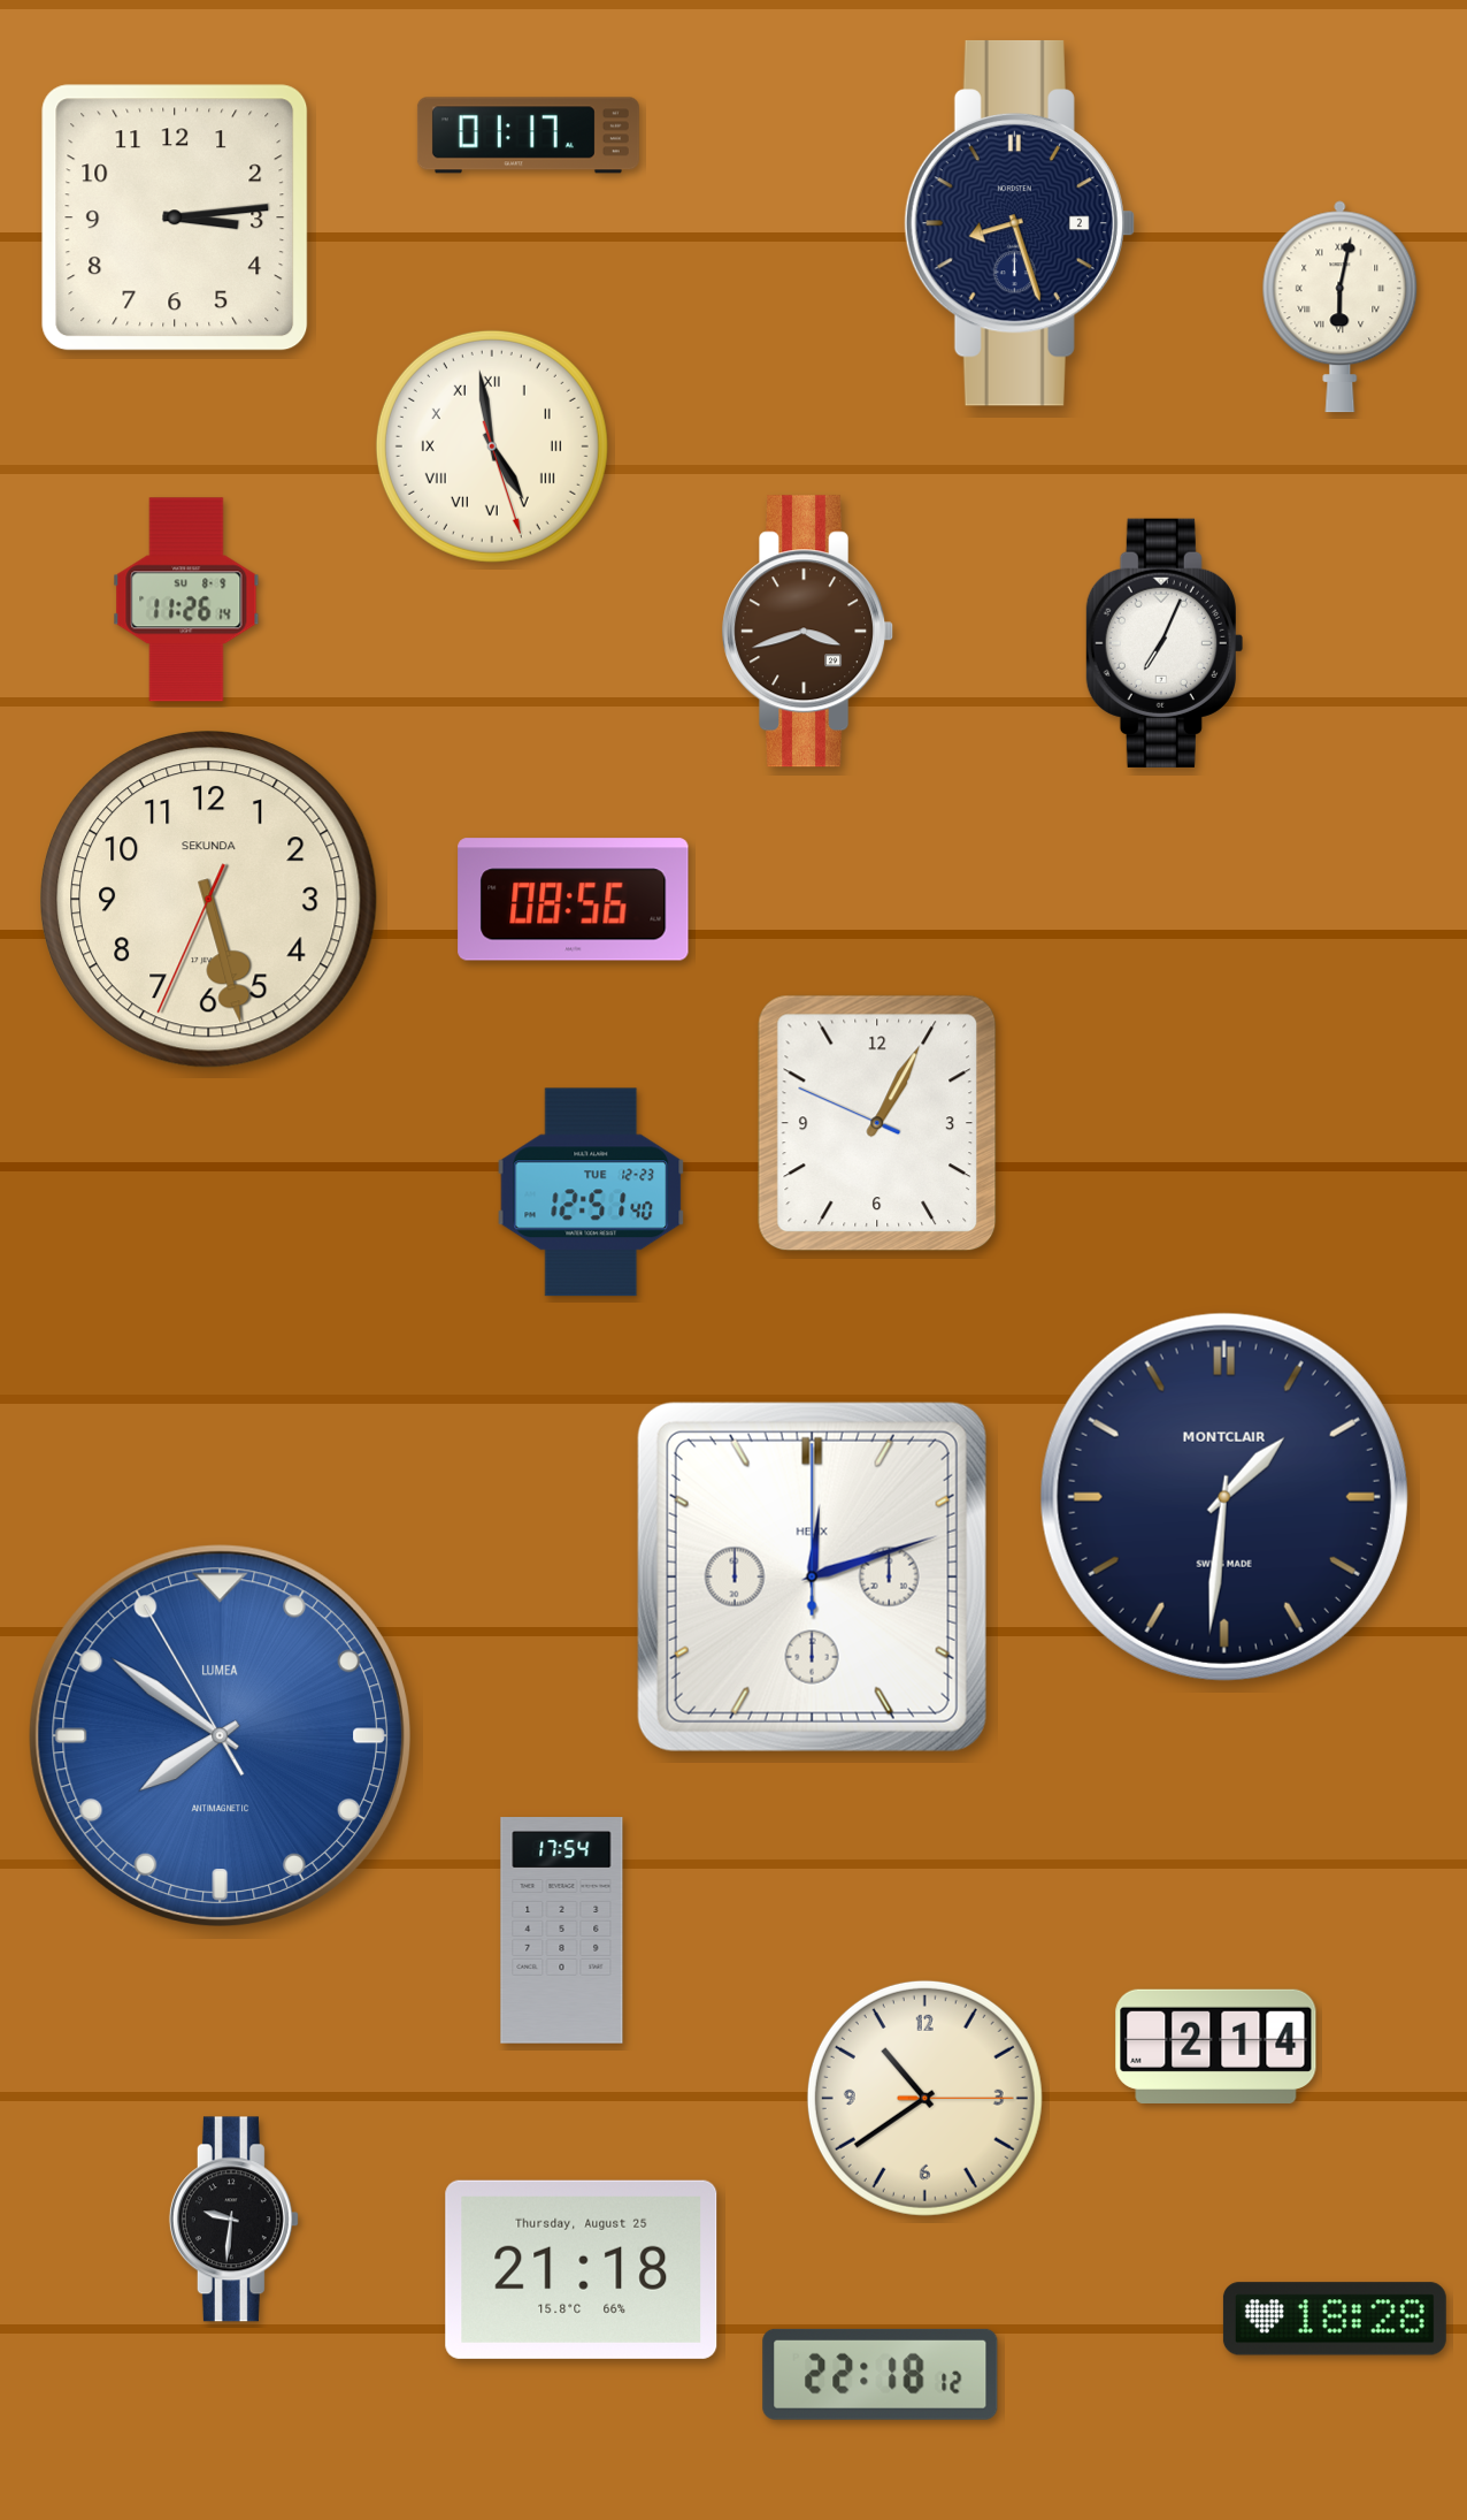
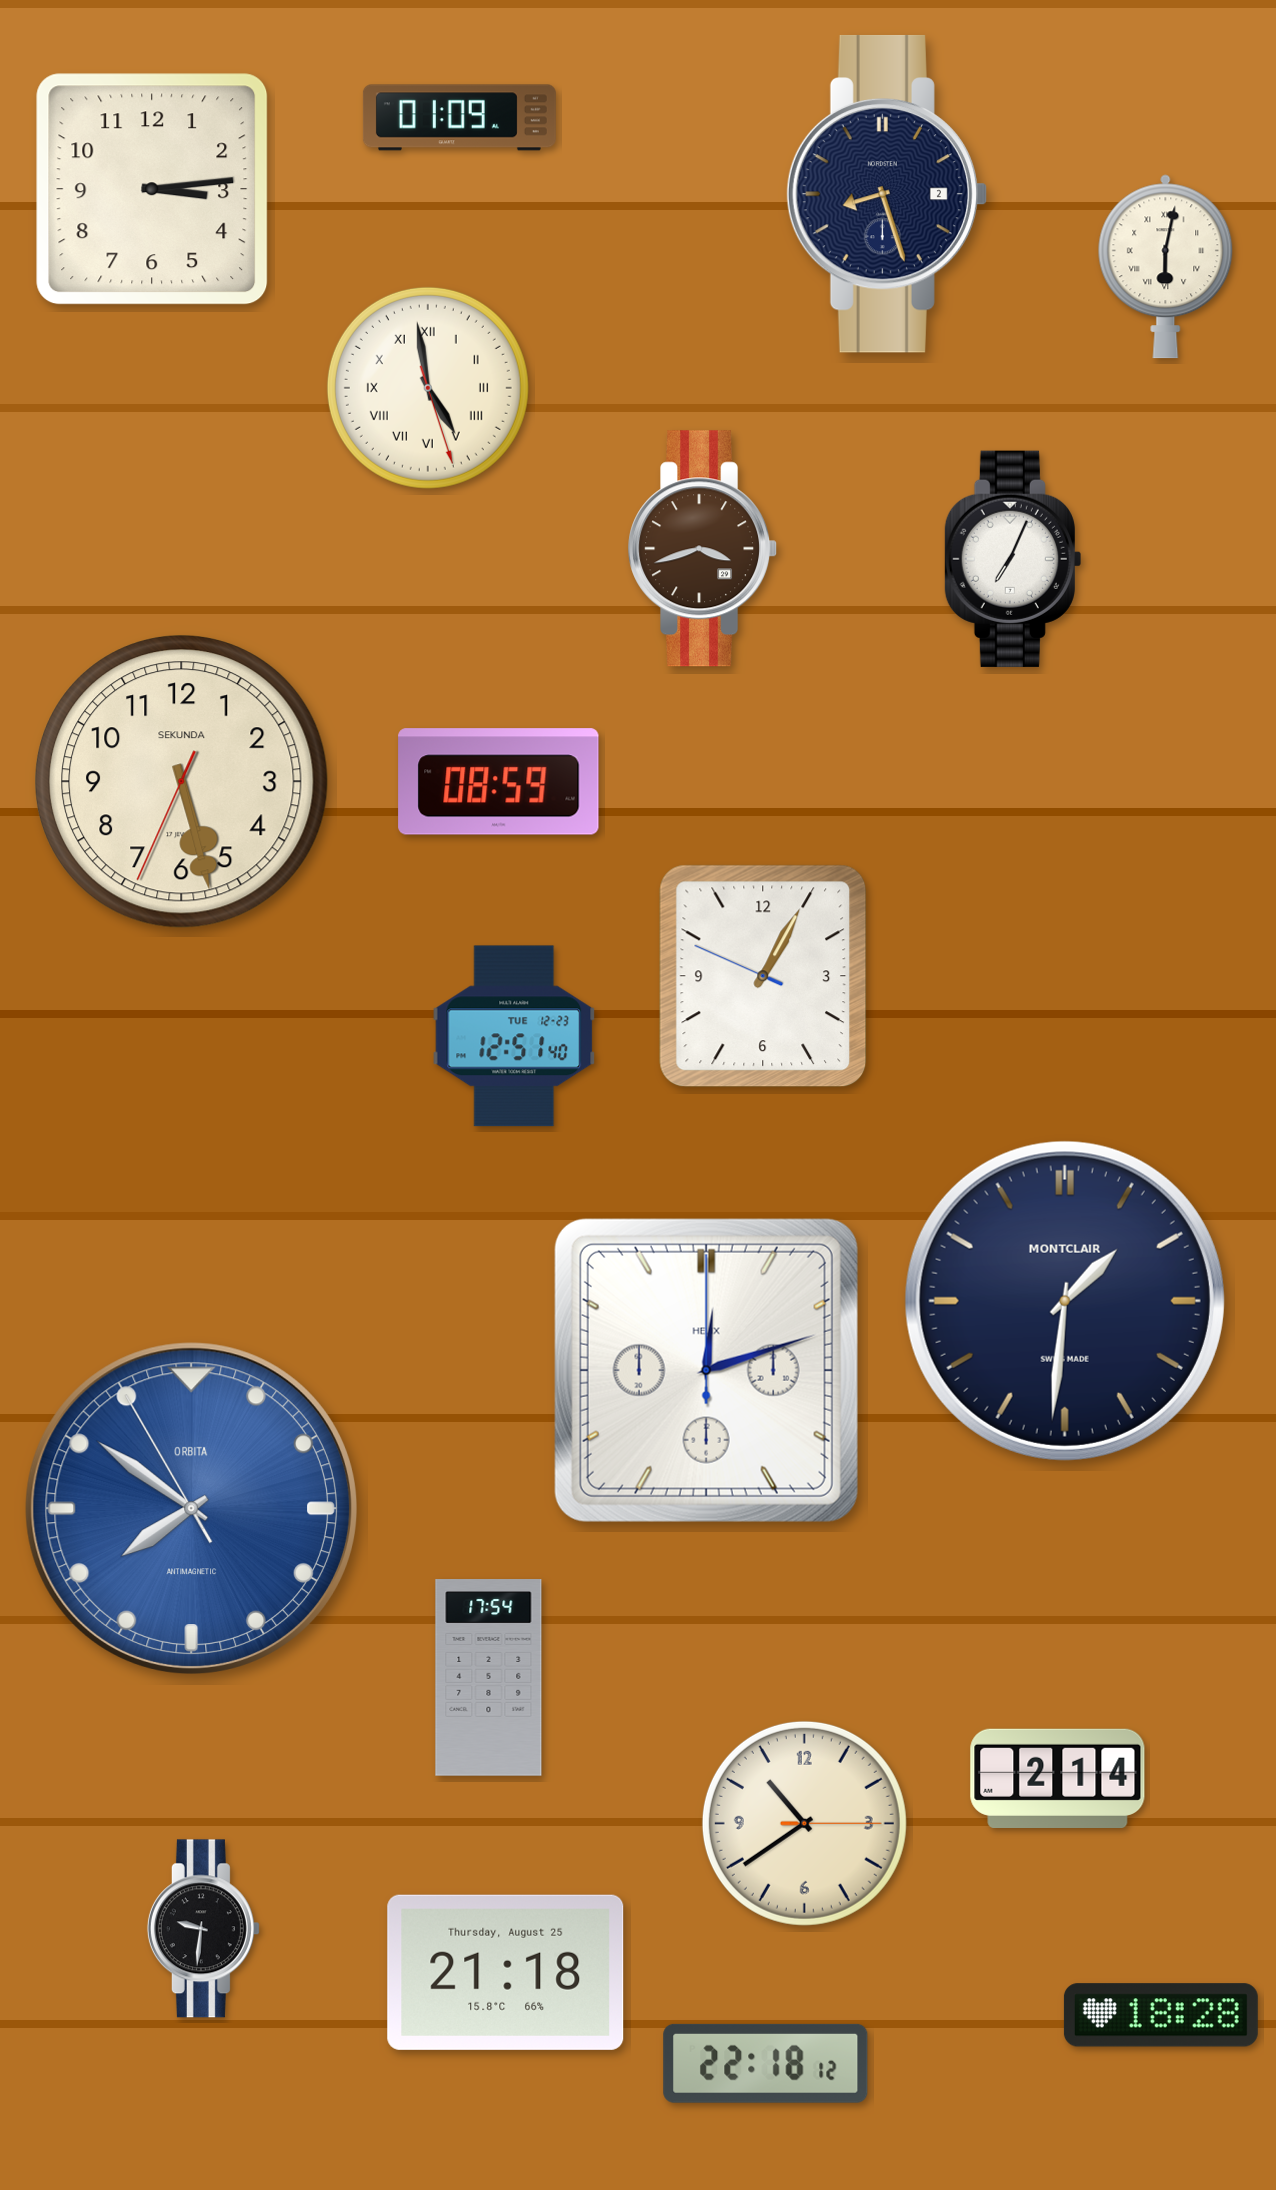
clock at (528, 136): 01:17 -> 01:09
clock at (186, 600): 11:26 -> none
clock at (574, 900): 08:56 -> 08:59
clock at (220, 1735) brand: LUMEA -> ORBITA
